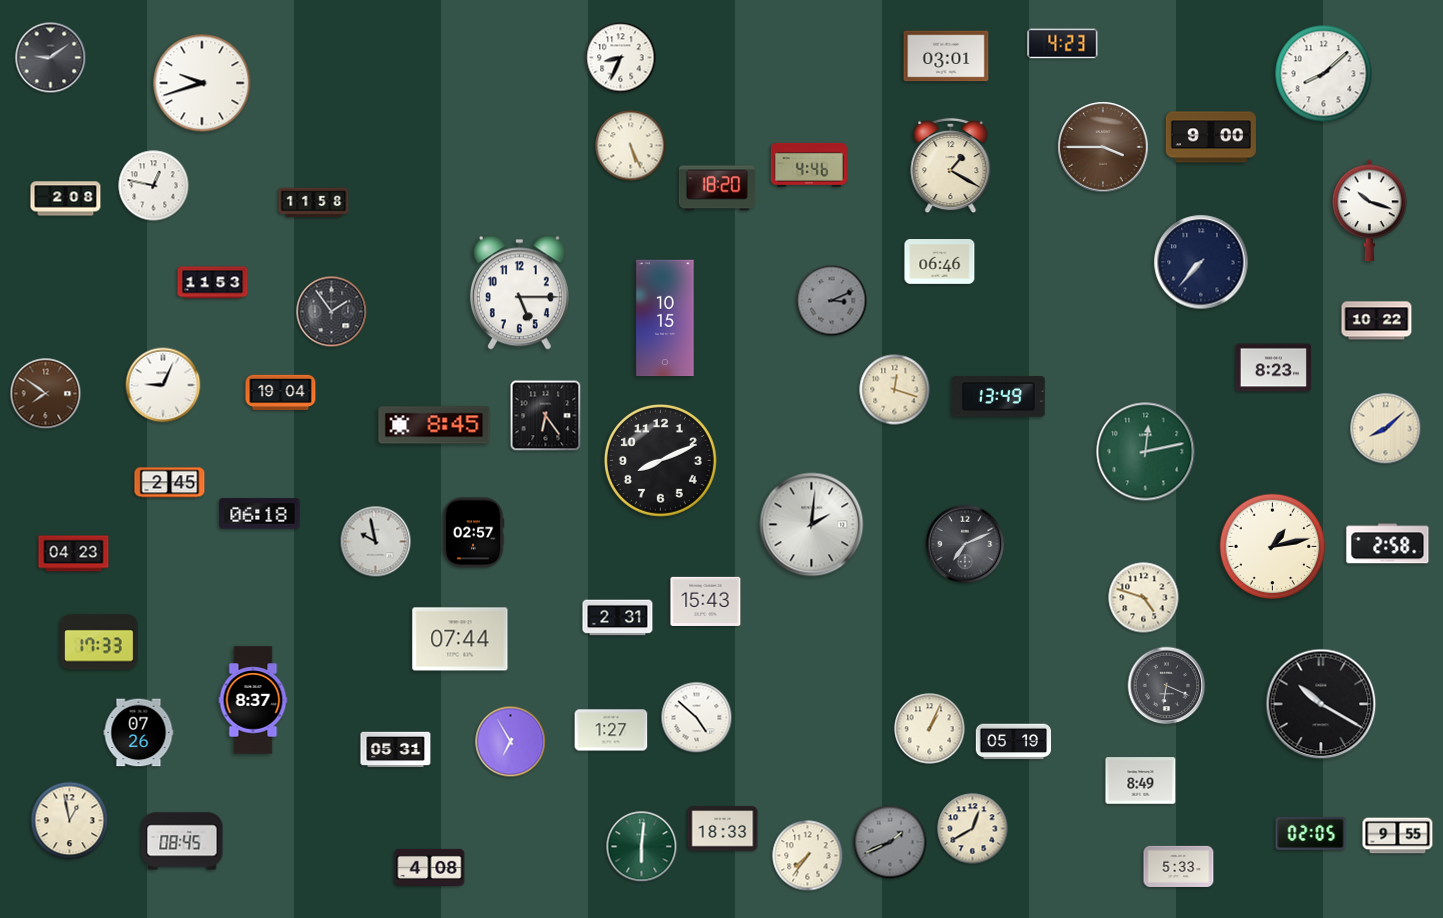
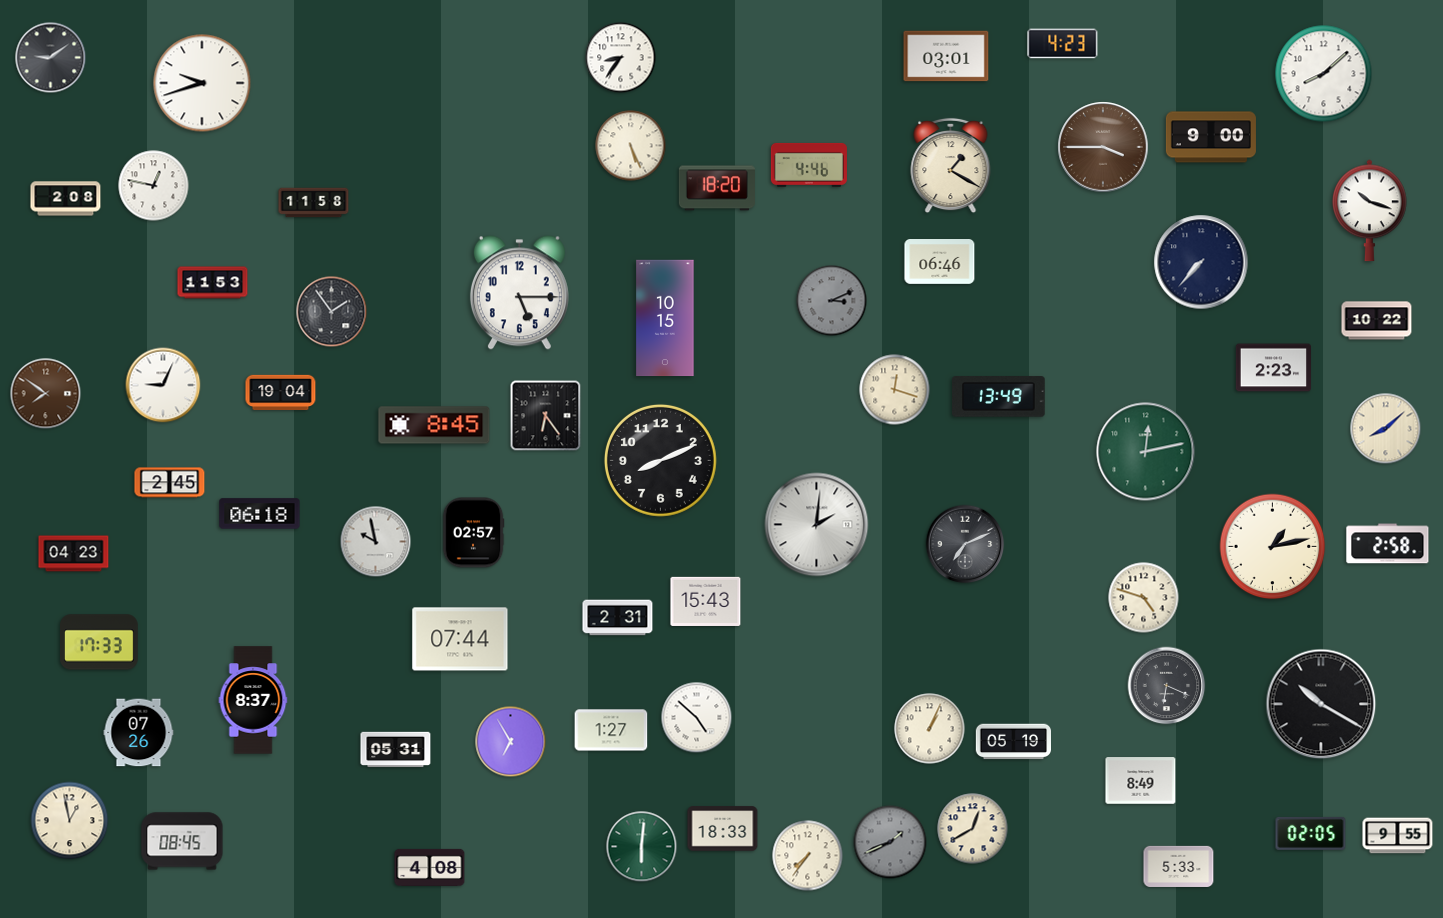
clock at (621, 58): 8:34 -> 8:36
clock at (1273, 368): 8:23 -> 2:23
clock at (812, 525) position: (812, 525) -> (817, 525)
